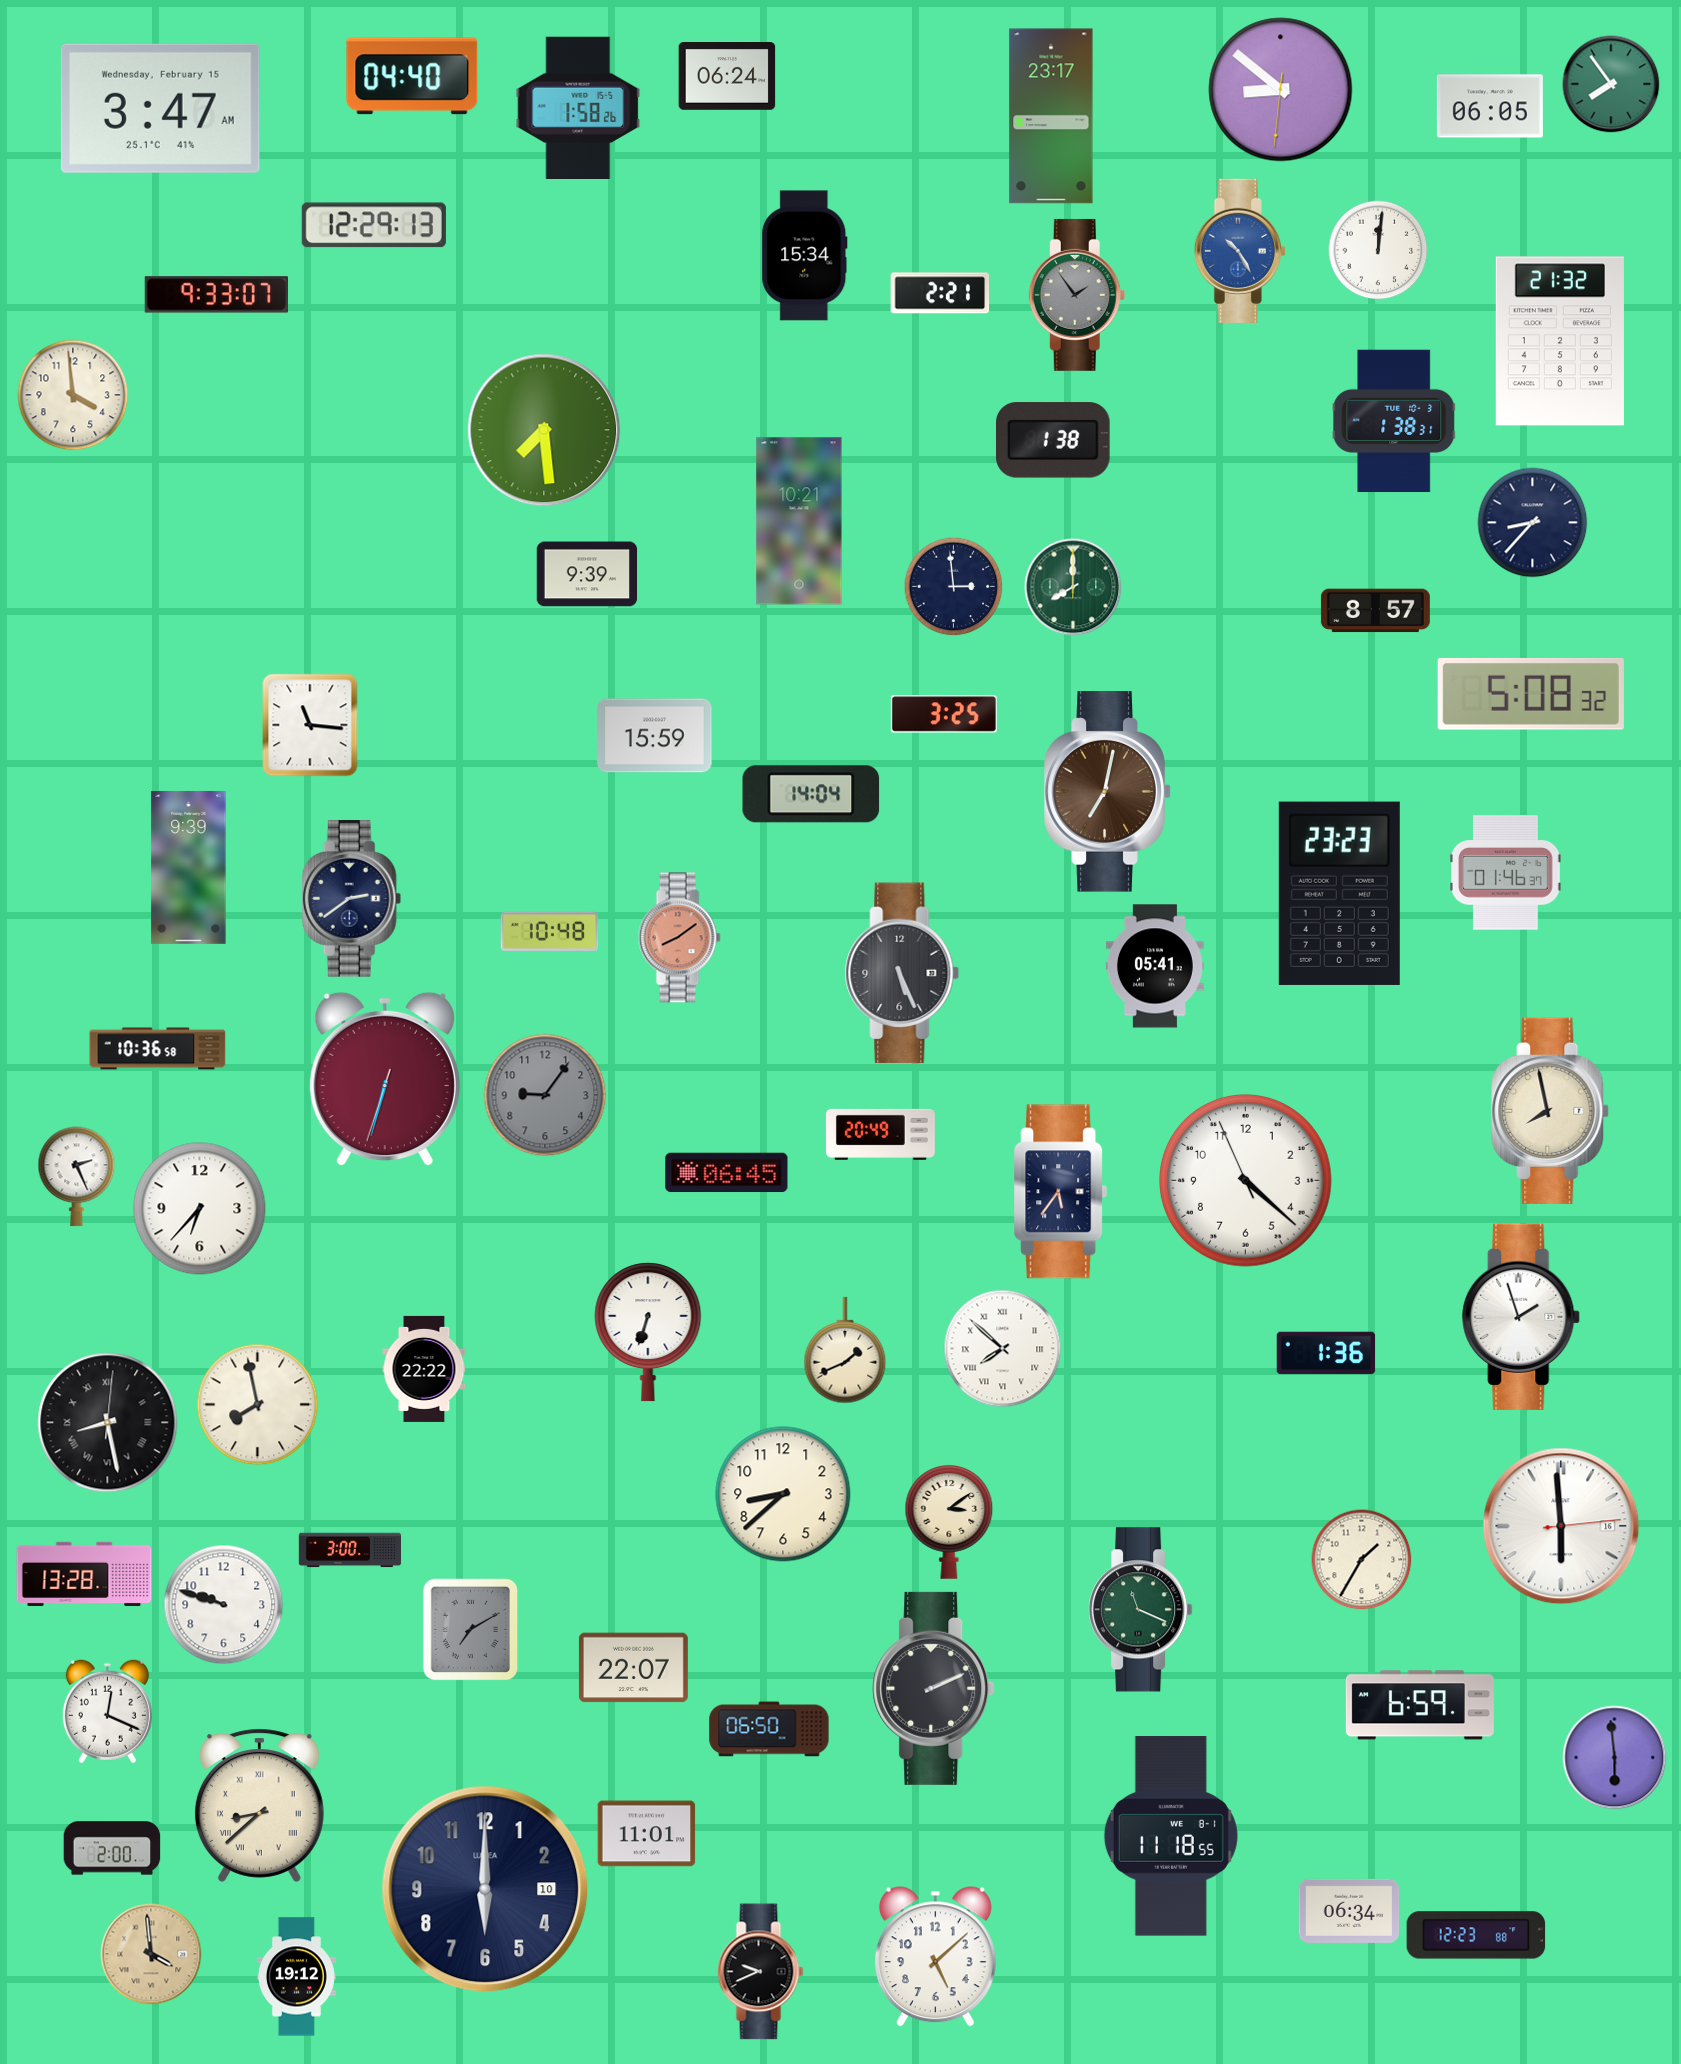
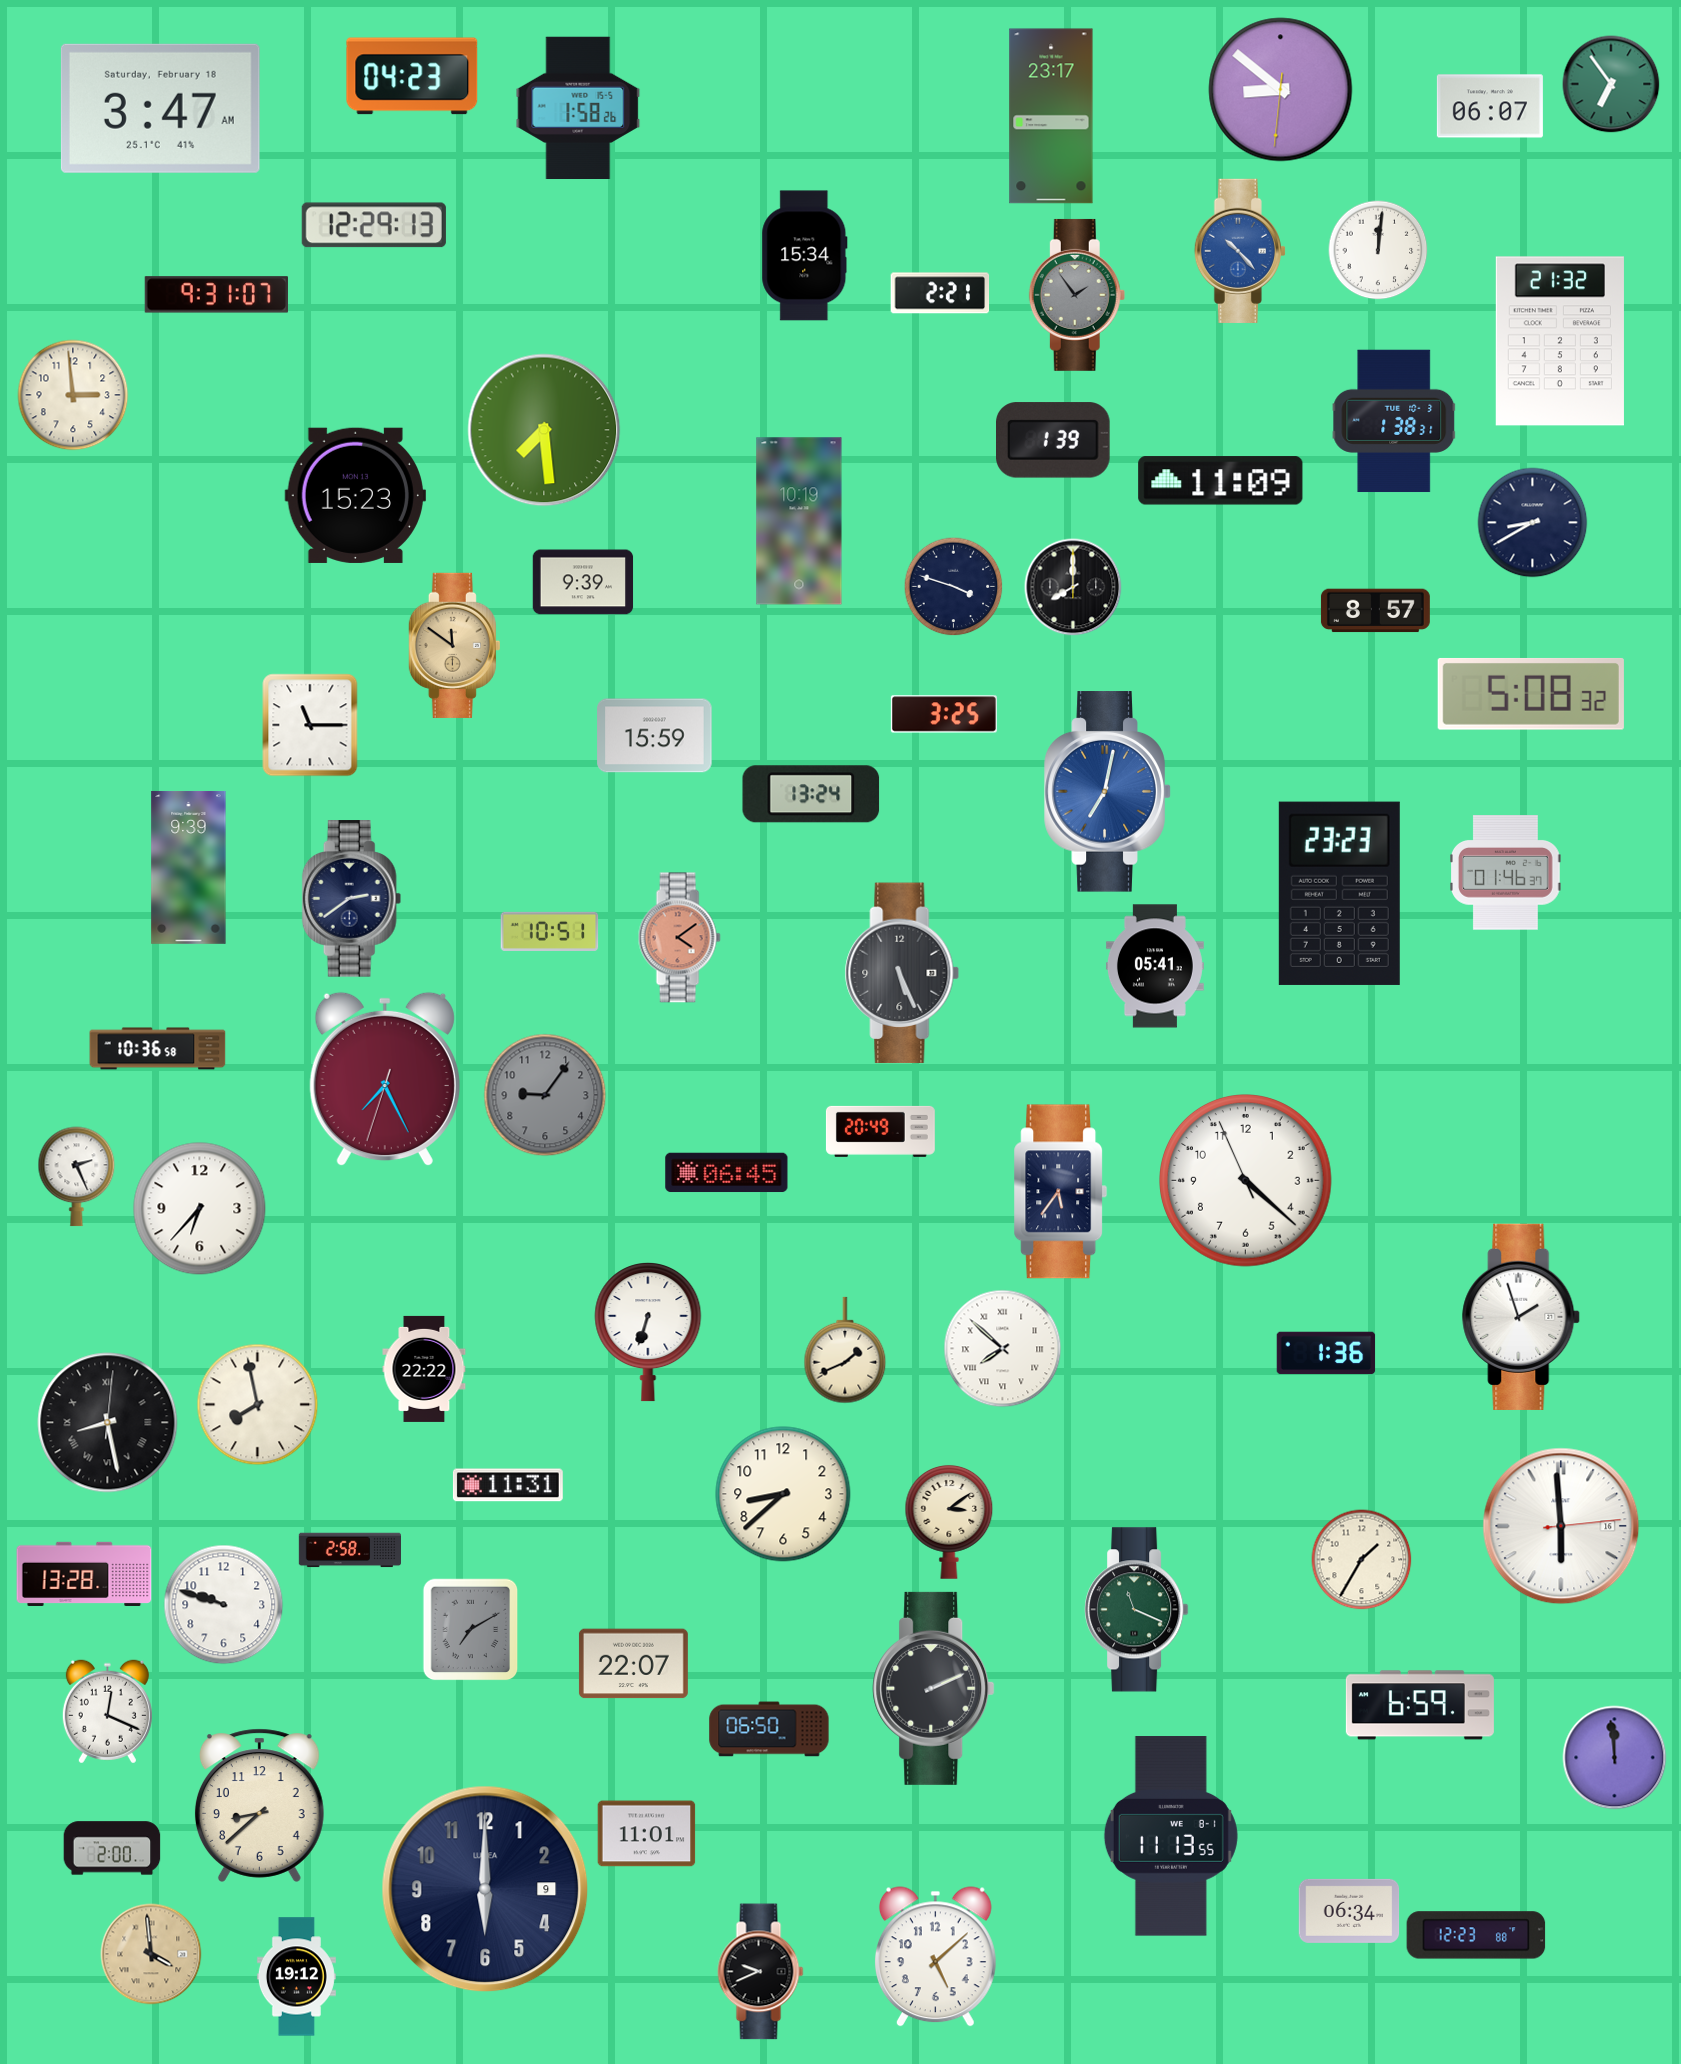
clock at (412, 76): 04:40 -> 04:23
clock at (727, 77): 06:24 -> none
clock at (1611, 84): 7:54 -> 6:54
clock at (1490, 106): 06:05 -> 06:07
clock at (160, 108) date: Wednesday, February 15 -> Saturday, February 18
clock at (1240, 251): 10:25 -> 10:23
clock at (216, 295): 9:33 -> 9:31
clock at (73, 395): 3:59 -> 2:59
clock at (1054, 440): 1:38 -> 1:39
clock at (1221, 481): none -> 11:09
clock at (355, 495): none -> 15:23
clock at (799, 521): 10:21 -> 10:19
clock at (1533, 523): 8:37 -> 8:40
clock at (587, 574) position: (587, 574) -> (583, 582)
clock at (954, 587): 2:59 -> 3:48
clock at (1073, 587) dial: green -> black
clock at (454, 645): none -> 11:51
clock at (310, 725): 11:16 -> 11:15
clock at (1108, 792) dial: brown -> blue
clock at (811, 794): 14:04 -> 13:24
clock at (550, 931): 10:48 -> 10:51
clock at (679, 938): 8:09 -> 4:09
clock at (385, 1079): 6:32 -> 7:25
clock at (1551, 1111): 7:58 -> none
clock at (880, 1134) position: (880, 1134) -> (880, 1131)
clock at (508, 1485): none -> 11:31
clock at (349, 1550): 3:00 -> 2:58
clock at (1141, 1610) position: (1141, 1610) -> (1137, 1610)
clock at (633, 1668) position: (633, 1668) -> (633, 1664)
clock at (1615, 1758): 5:59 -> 11:59
clock at (259, 1805) numerals: Roman -> Arabic
clock at (1171, 1836): 11:18 -> 11:13
clock at (485, 1889) date: 10 -> 9
